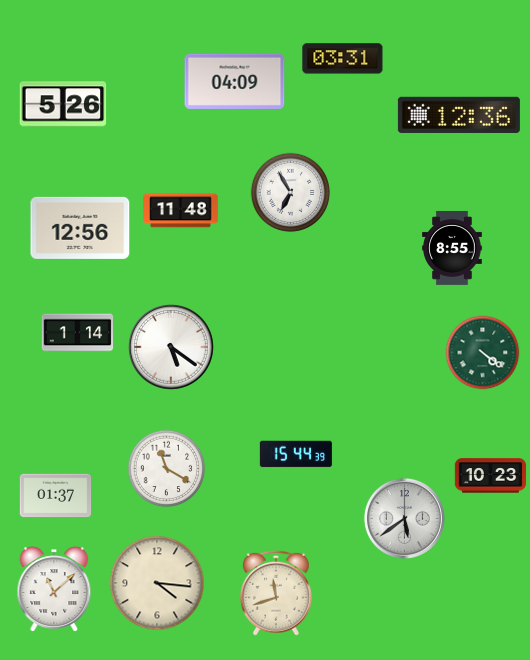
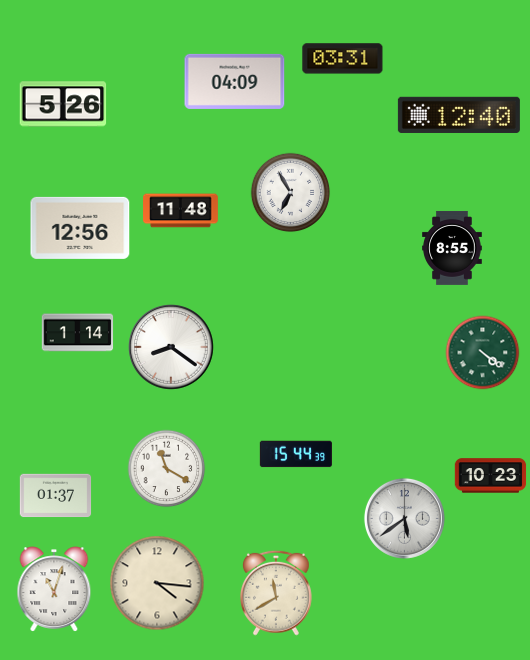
clock at (459, 115): 12:36 -> 12:40
clock at (171, 347): 5:21 -> 8:21
clock at (54, 589): 11:08 -> 11:03
clock at (277, 593): 11:42 -> 11:40
